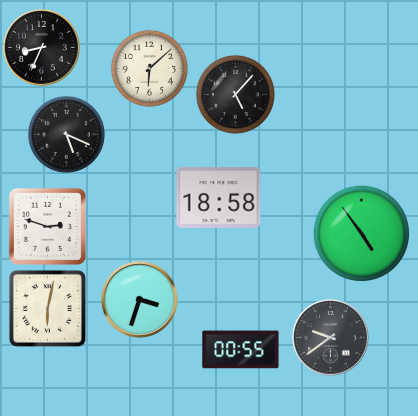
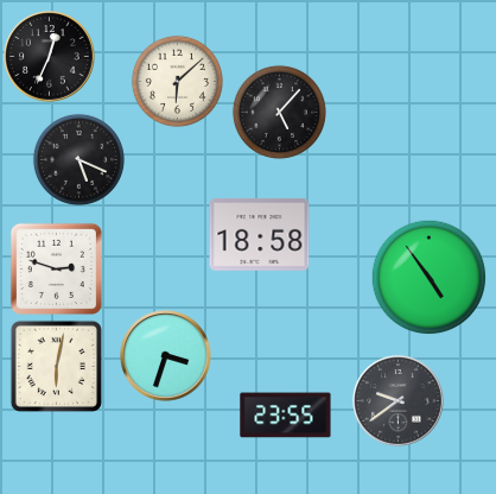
clock at (42, 48): 8:34 -> 12:34
clock at (331, 338) position: (331, 338) -> (399, 401)
clock at (241, 350): 00:55 -> 23:55
